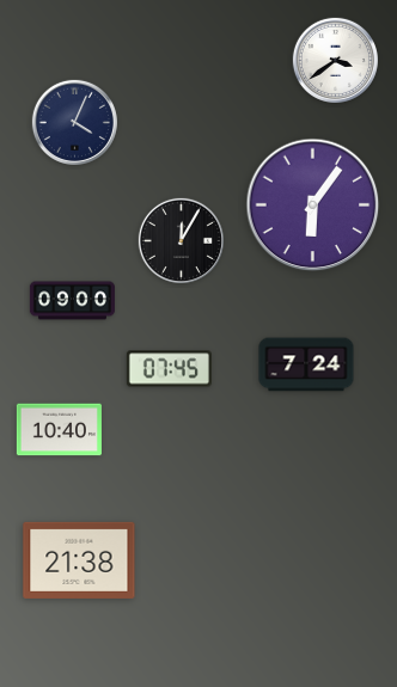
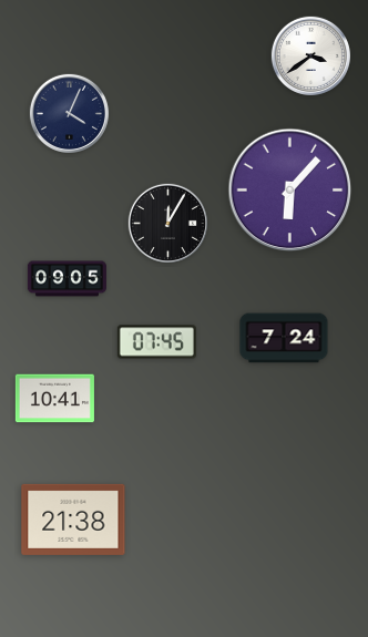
clock at (313, 206): 6:06 -> 6:07
clock at (72, 301): 09:00 -> 09:05
clock at (59, 430): 10:40 -> 10:41
